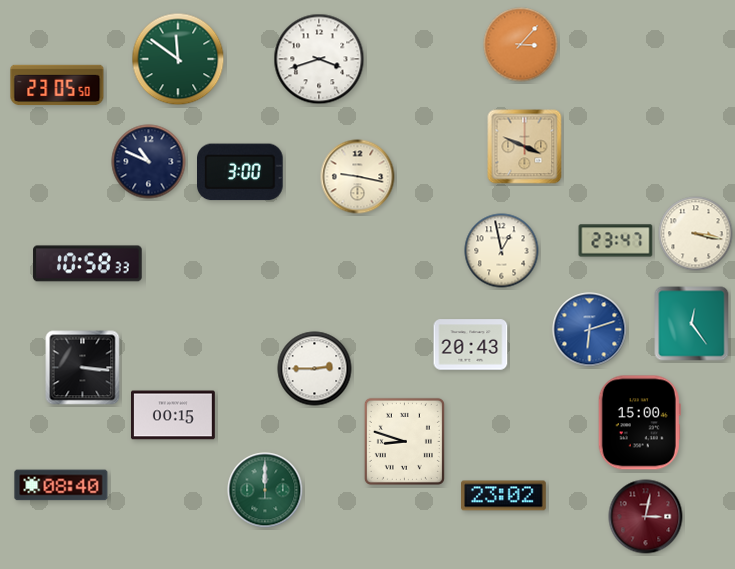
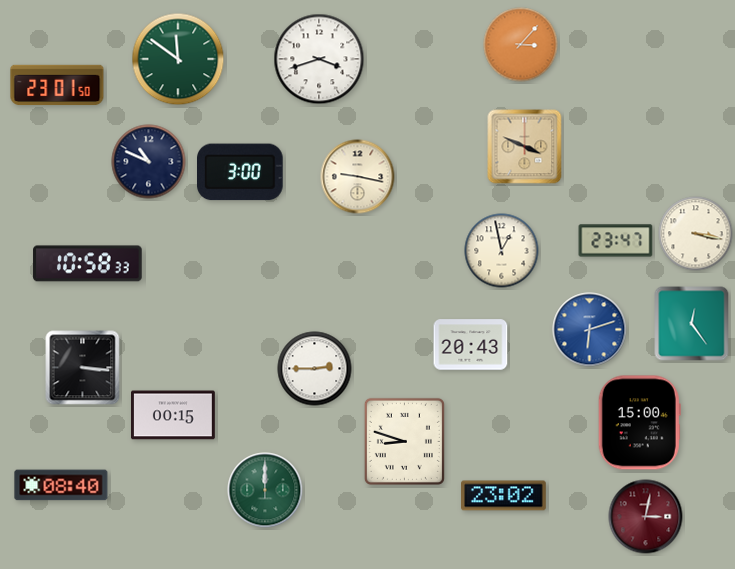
clock at (57, 85): 23:05 -> 23:01
